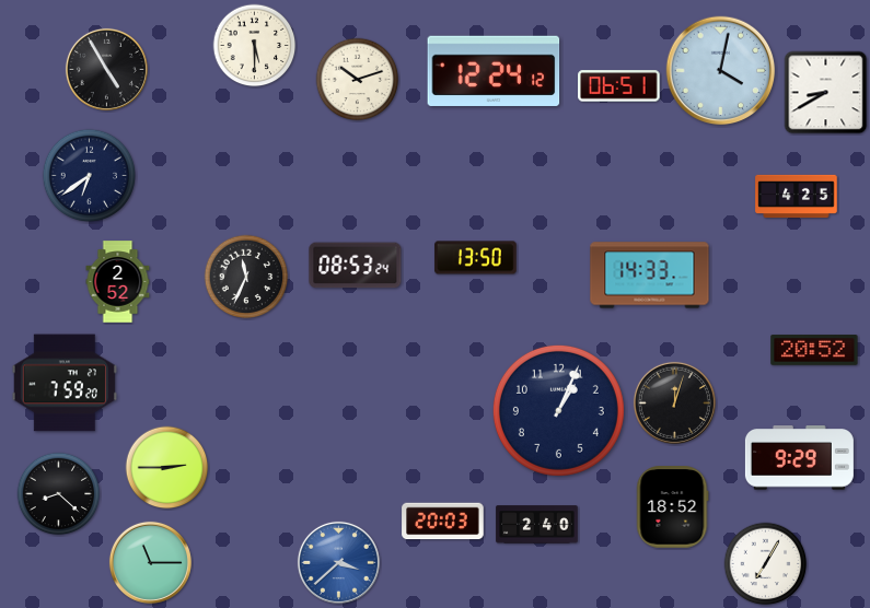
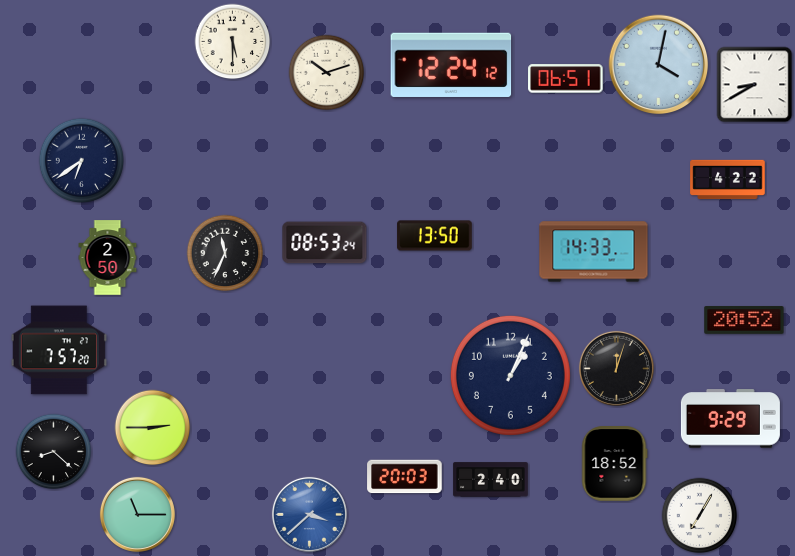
clock at (106, 69): 4:55 -> none
clock at (797, 197): 4:25 -> 4:22
clock at (118, 282): 2:52 -> 2:50
clock at (65, 383): 7:59 -> 7:57
